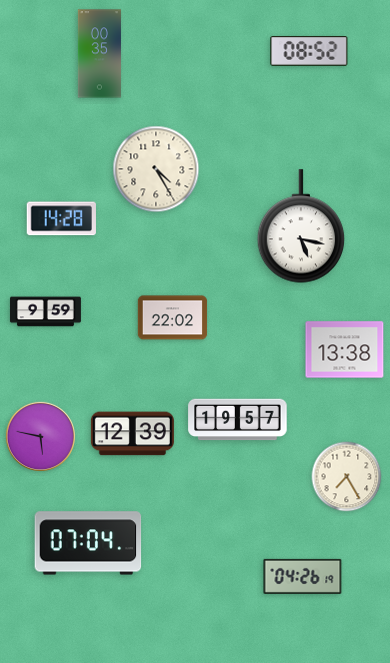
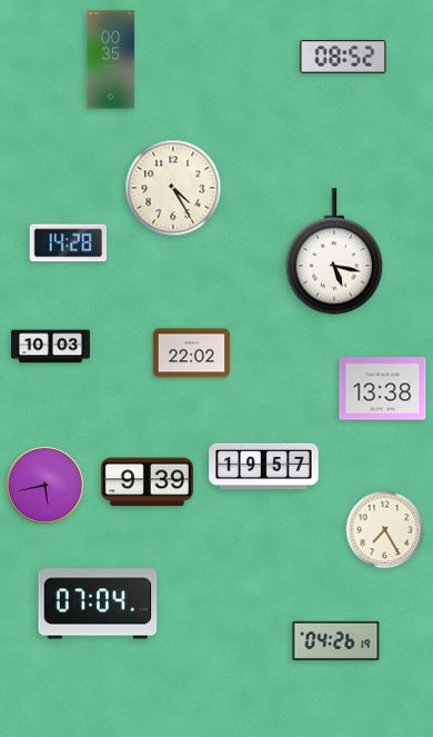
clock at (45, 312): 9:59 -> 10:03
clock at (132, 434): 12:39 -> 9:39
clock at (40, 436): 5:47 -> 5:43
